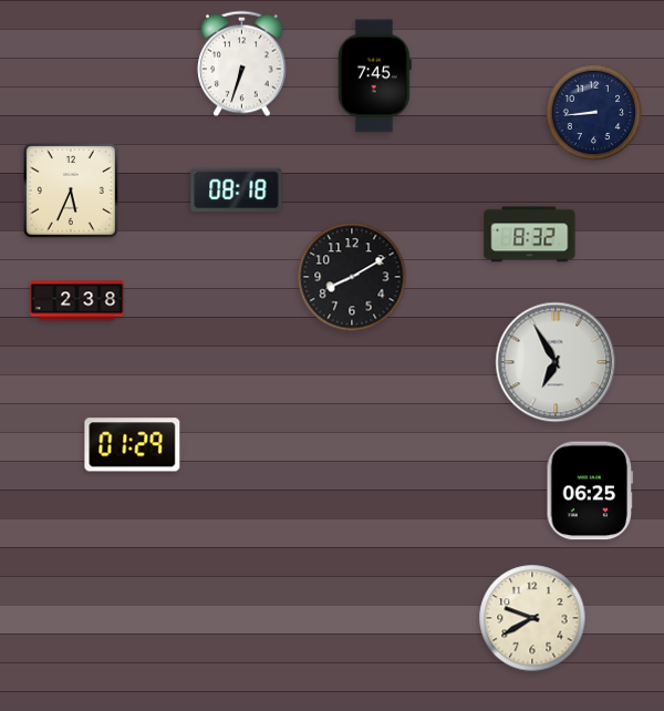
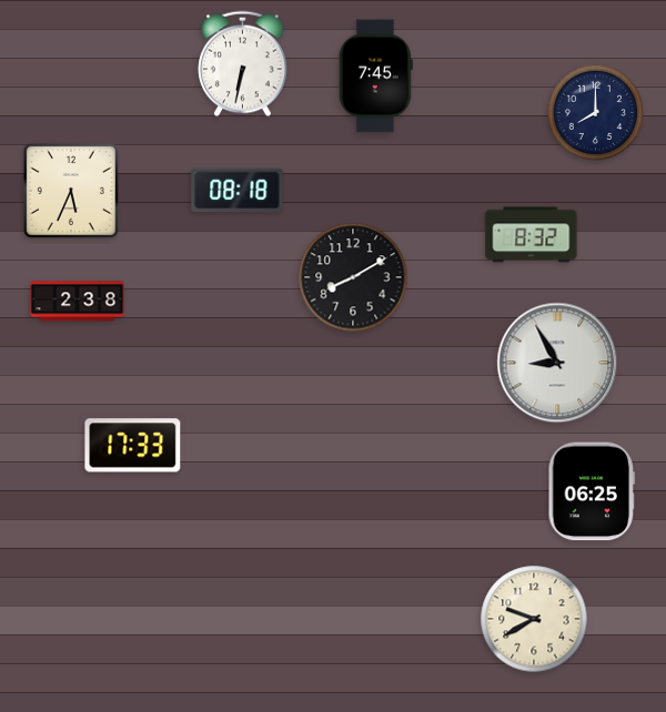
clock at (242, 64): 6:33 -> 6:32
clock at (594, 113): 8:44 -> 8:00
clock at (556, 362): 6:55 -> 8:55
clock at (133, 445): 01:29 -> 17:33
